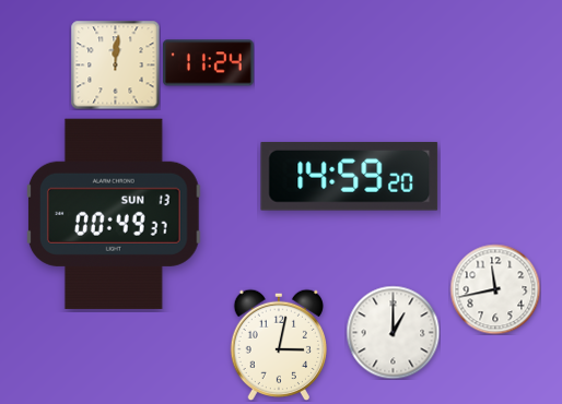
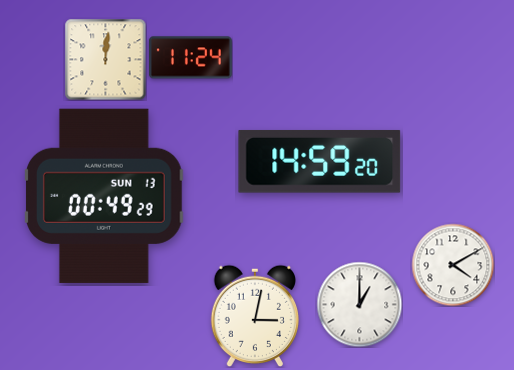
clock at (115, 214): 00:49:37 -> 00:49:29
clock at (495, 289): 11:43 -> 4:10
